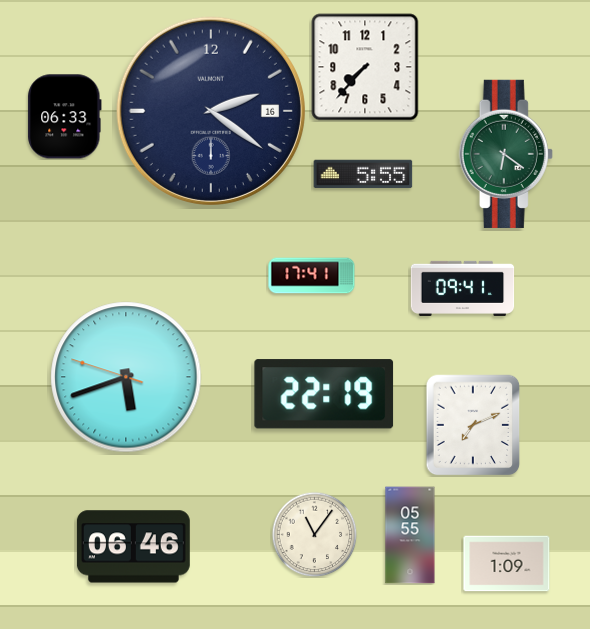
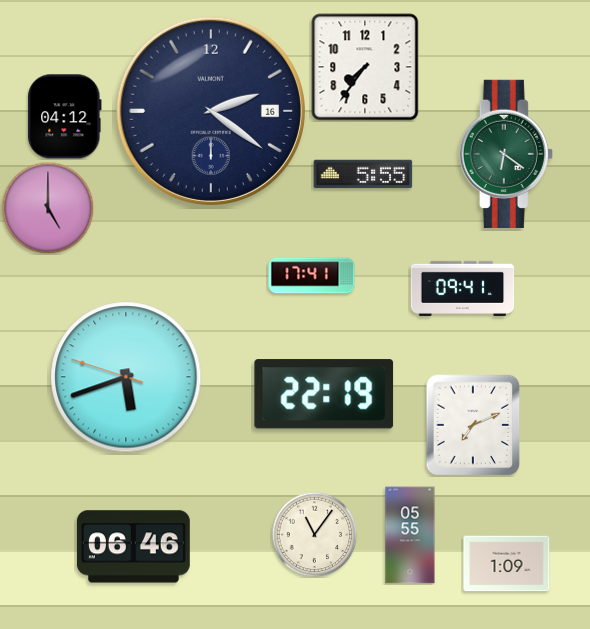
clock at (365, 67): 7:37 -> 7:36
clock at (65, 117): 06:33 -> 04:12
clock at (48, 208): none -> 5:00
